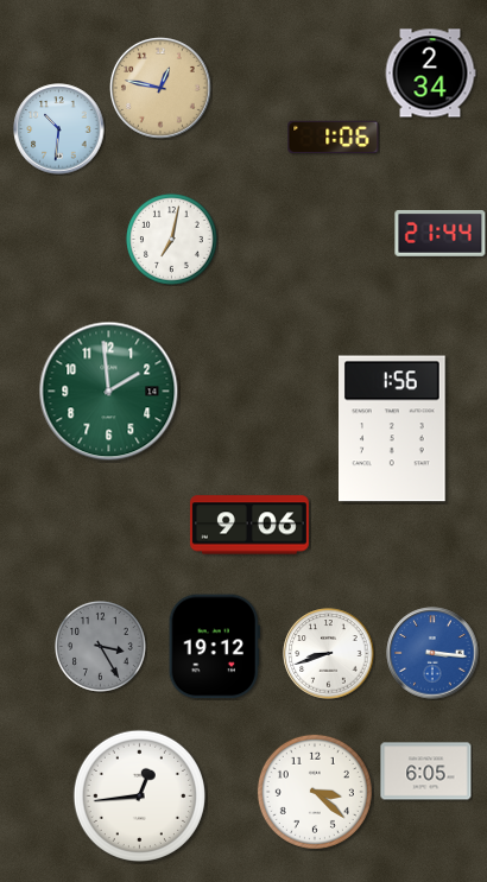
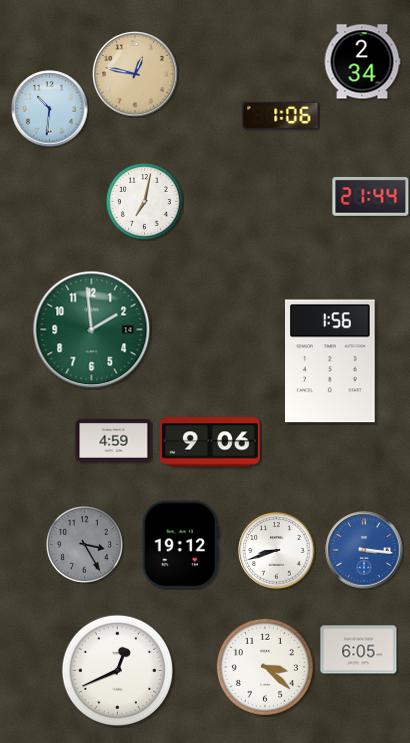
clock at (114, 440): none -> 4:59
clock at (139, 795): 12:44 -> 12:41
